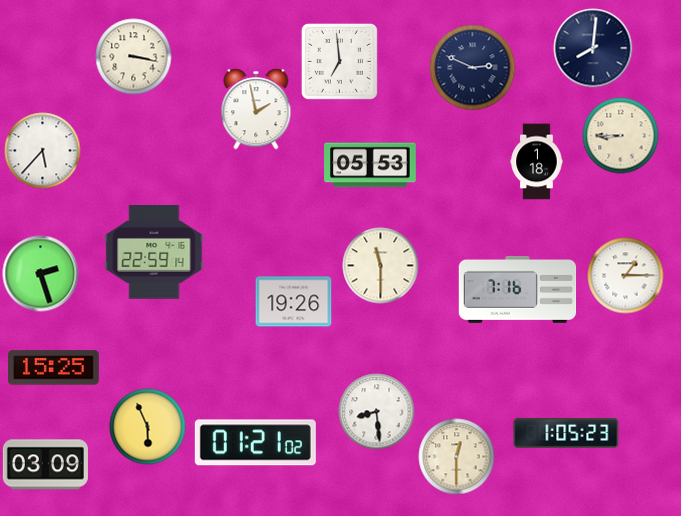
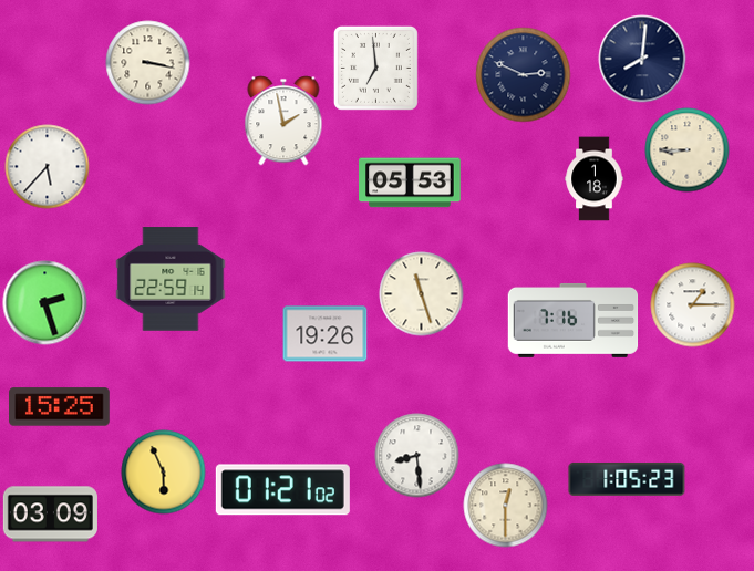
clock at (593, 48) position: (593, 48) -> (642, 59)
clock at (381, 266): 11:30 -> 11:27
